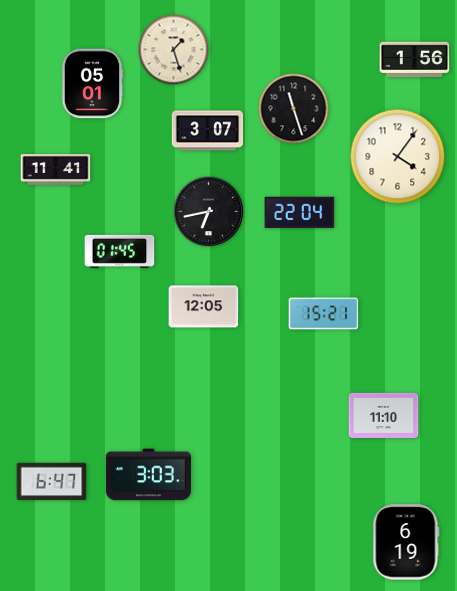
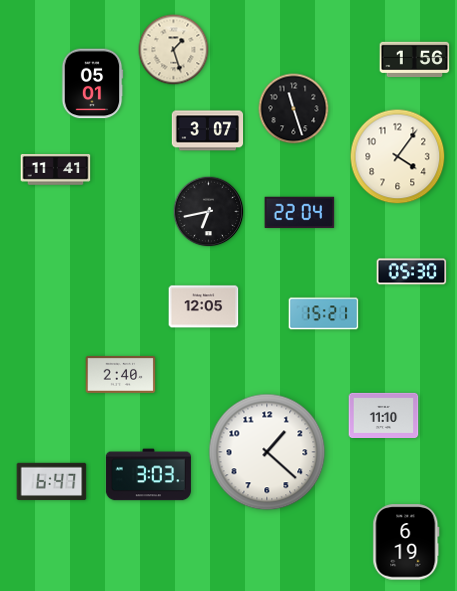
clock at (120, 251): 01:45 -> none
clock at (412, 272): none -> 05:30
clock at (121, 374): none -> 2:40
clock at (267, 452): none -> 1:22
